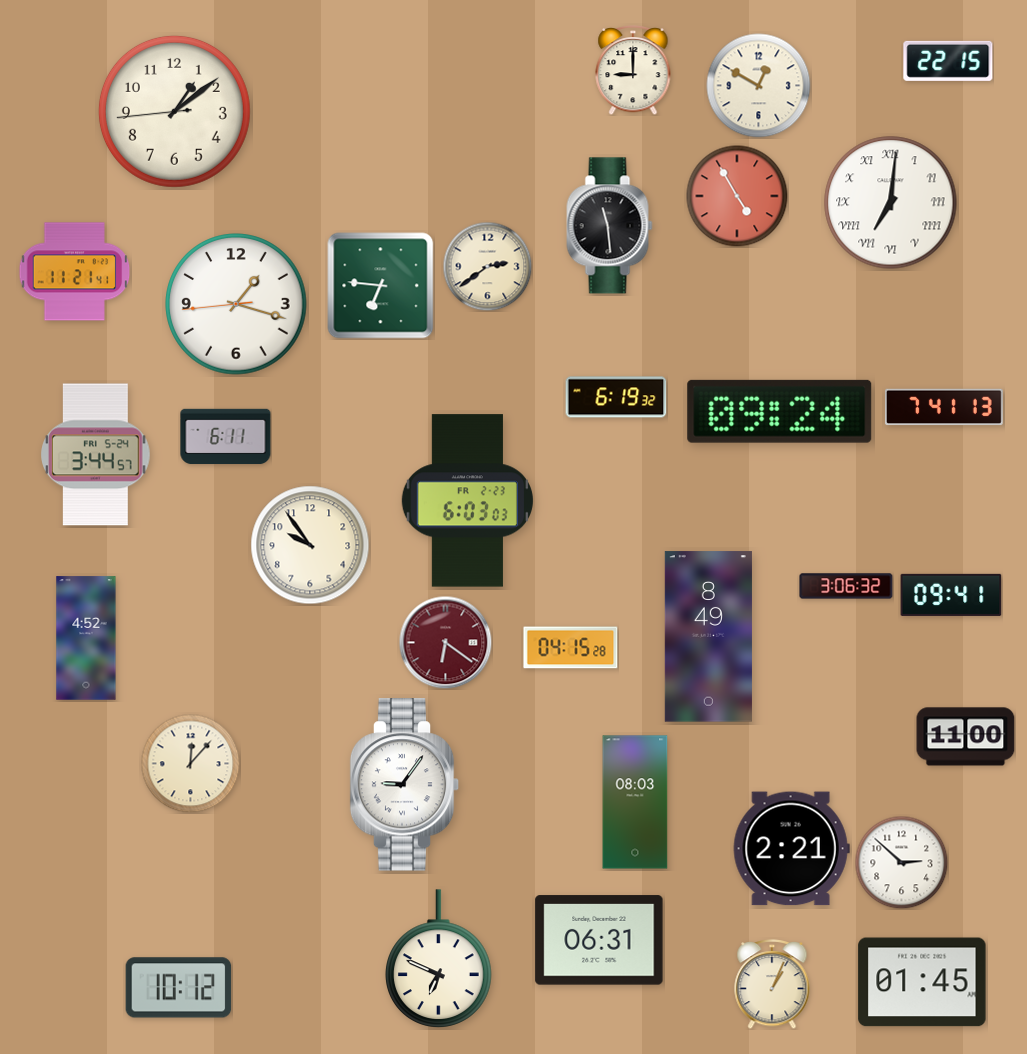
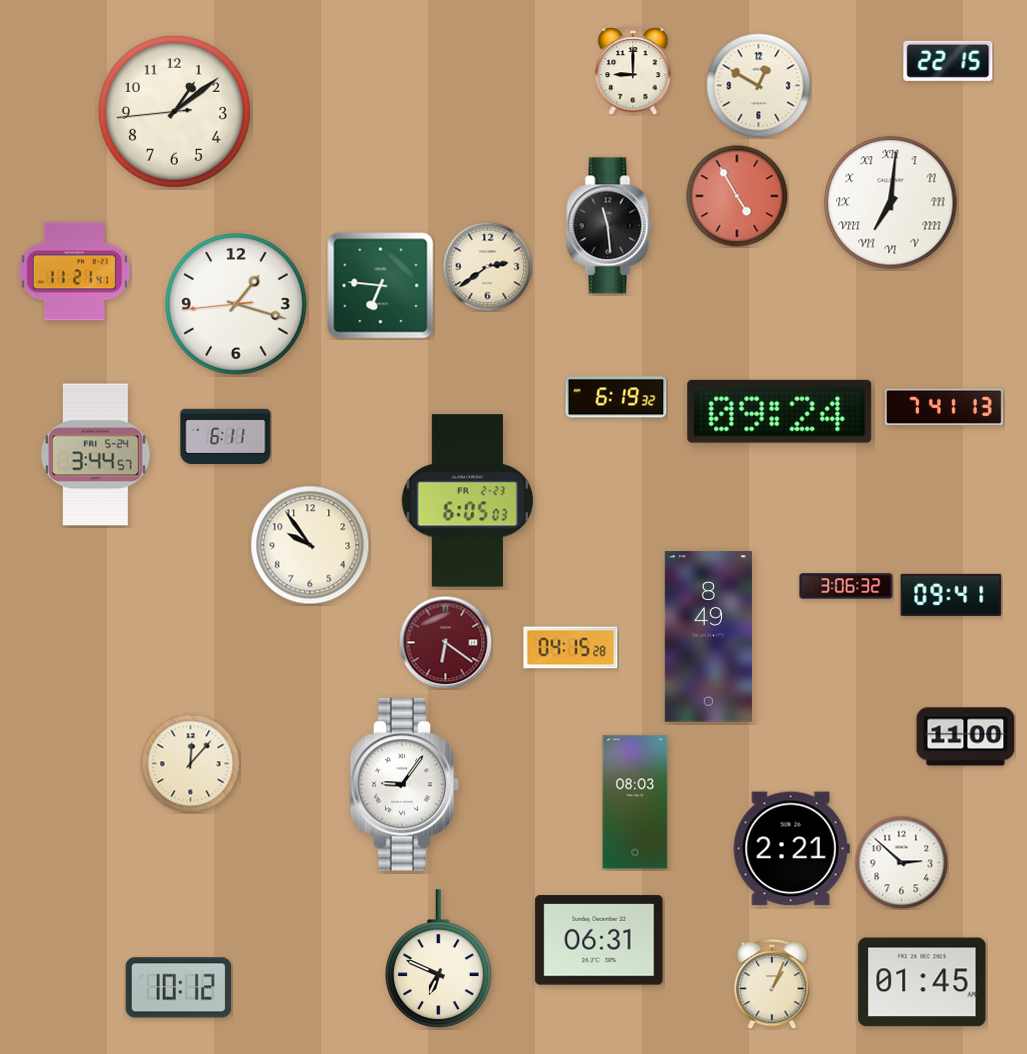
clock at (467, 501): 6:03 -> 6:05
clock at (86, 638): 4:52 -> none
